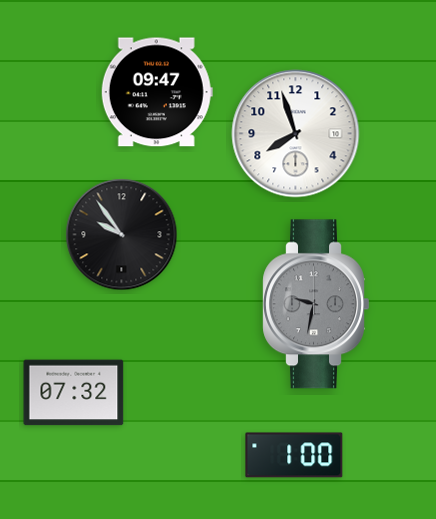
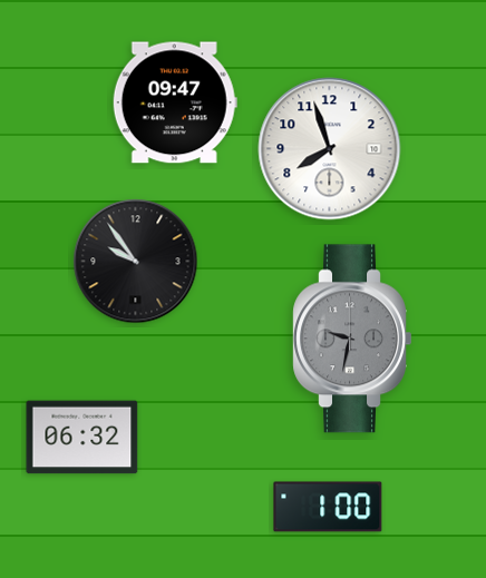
clock at (74, 393): 07:32 -> 06:32
